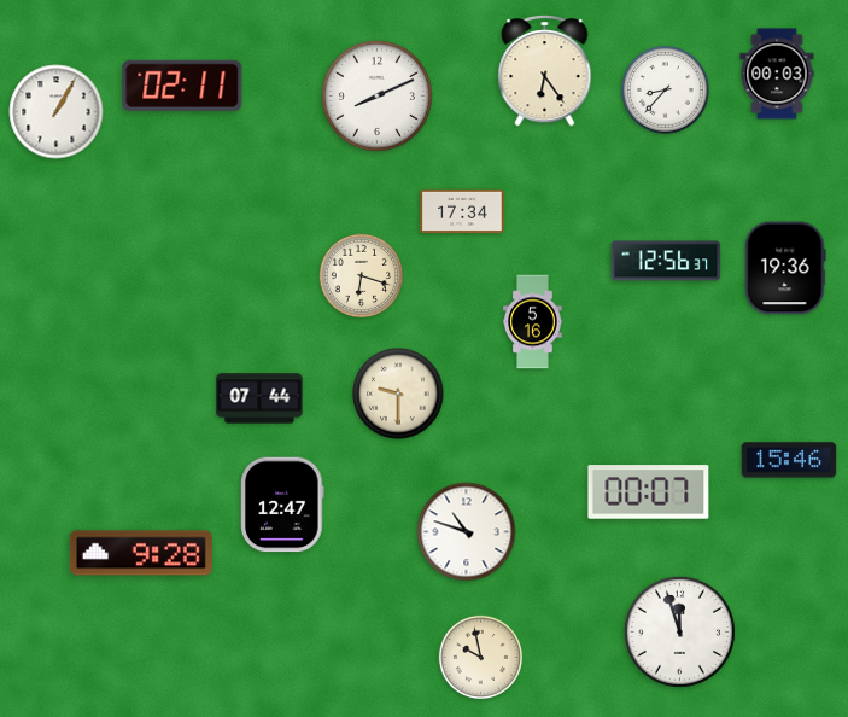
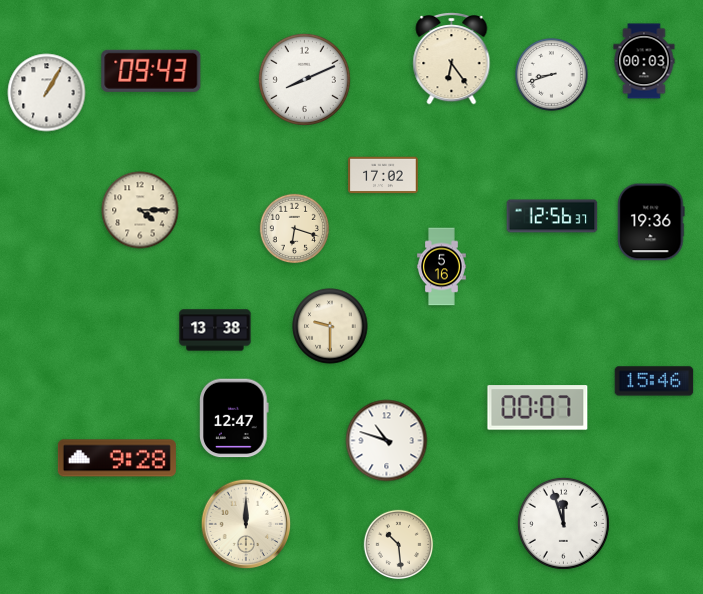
clock at (182, 86): 02:11 -> 09:43
clock at (666, 91): 8:37 -> 8:42
clock at (376, 95) position: (376, 95) -> (304, 79)
clock at (462, 211): 17:34 -> 17:02
clock at (140, 210): none -> 4:15
clock at (362, 276) position: (362, 276) -> (295, 229)
clock at (259, 398): 07:44 -> 13:38
clock at (246, 524): none -> 12:00
clock at (481, 658): 9:58 -> 10:29
